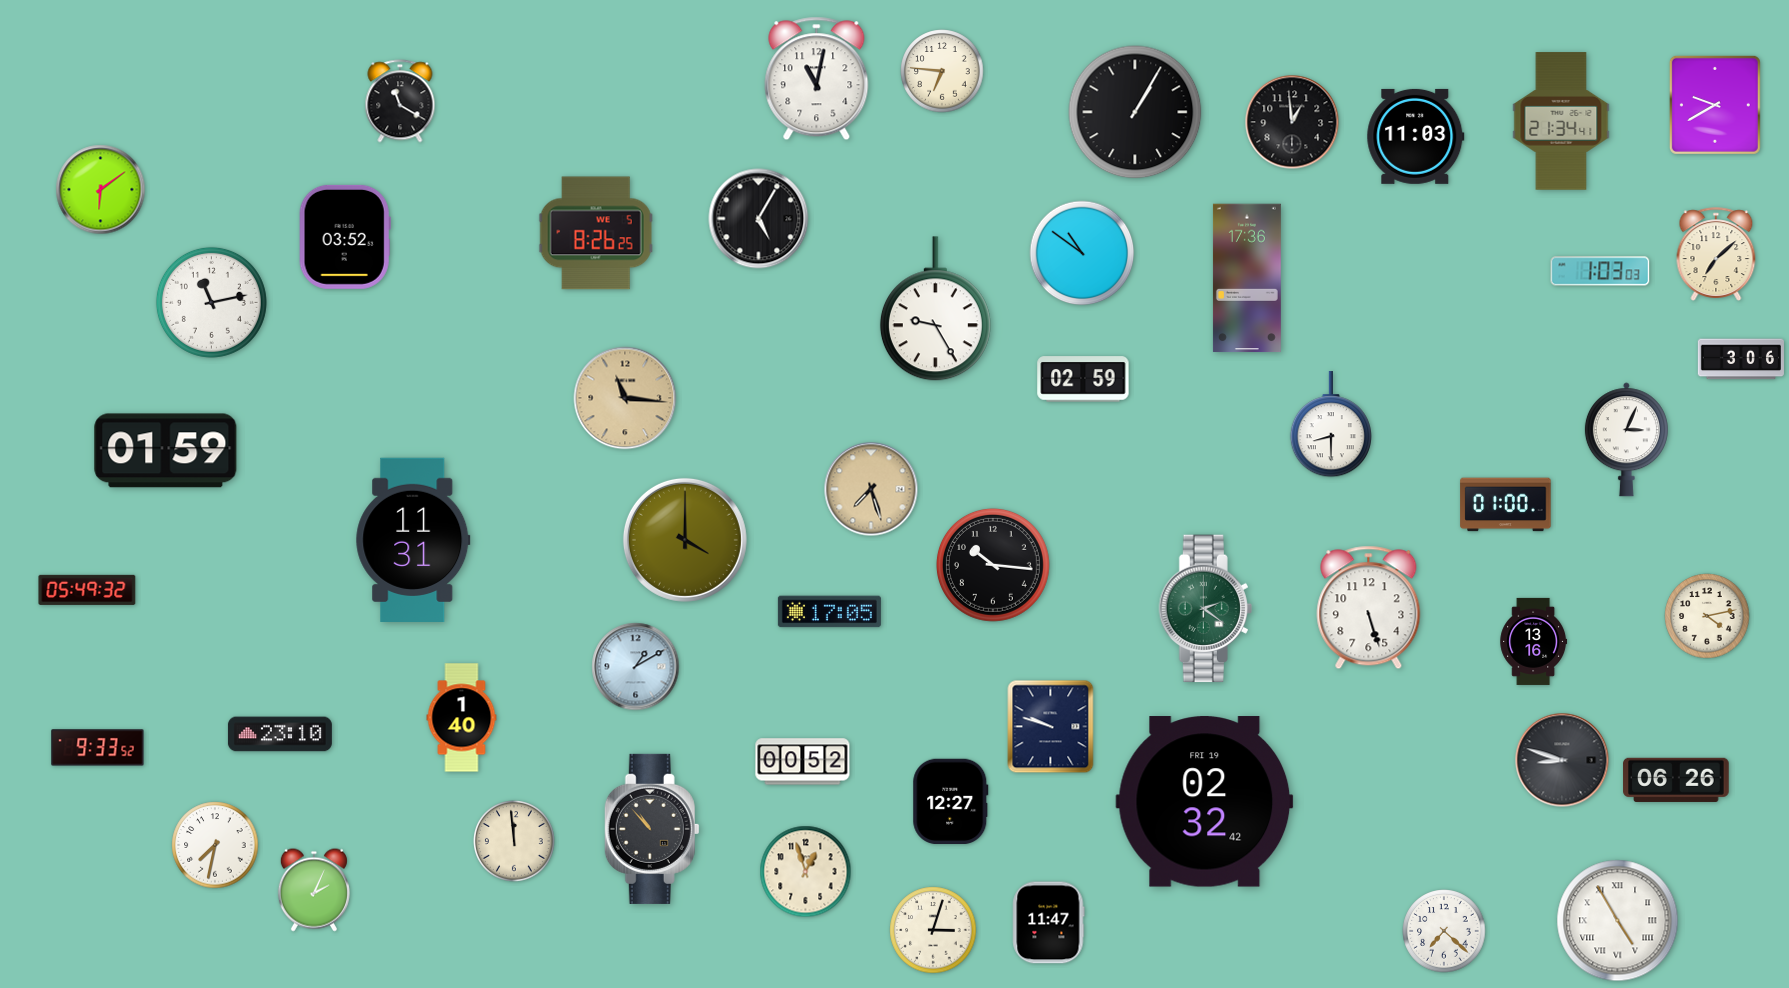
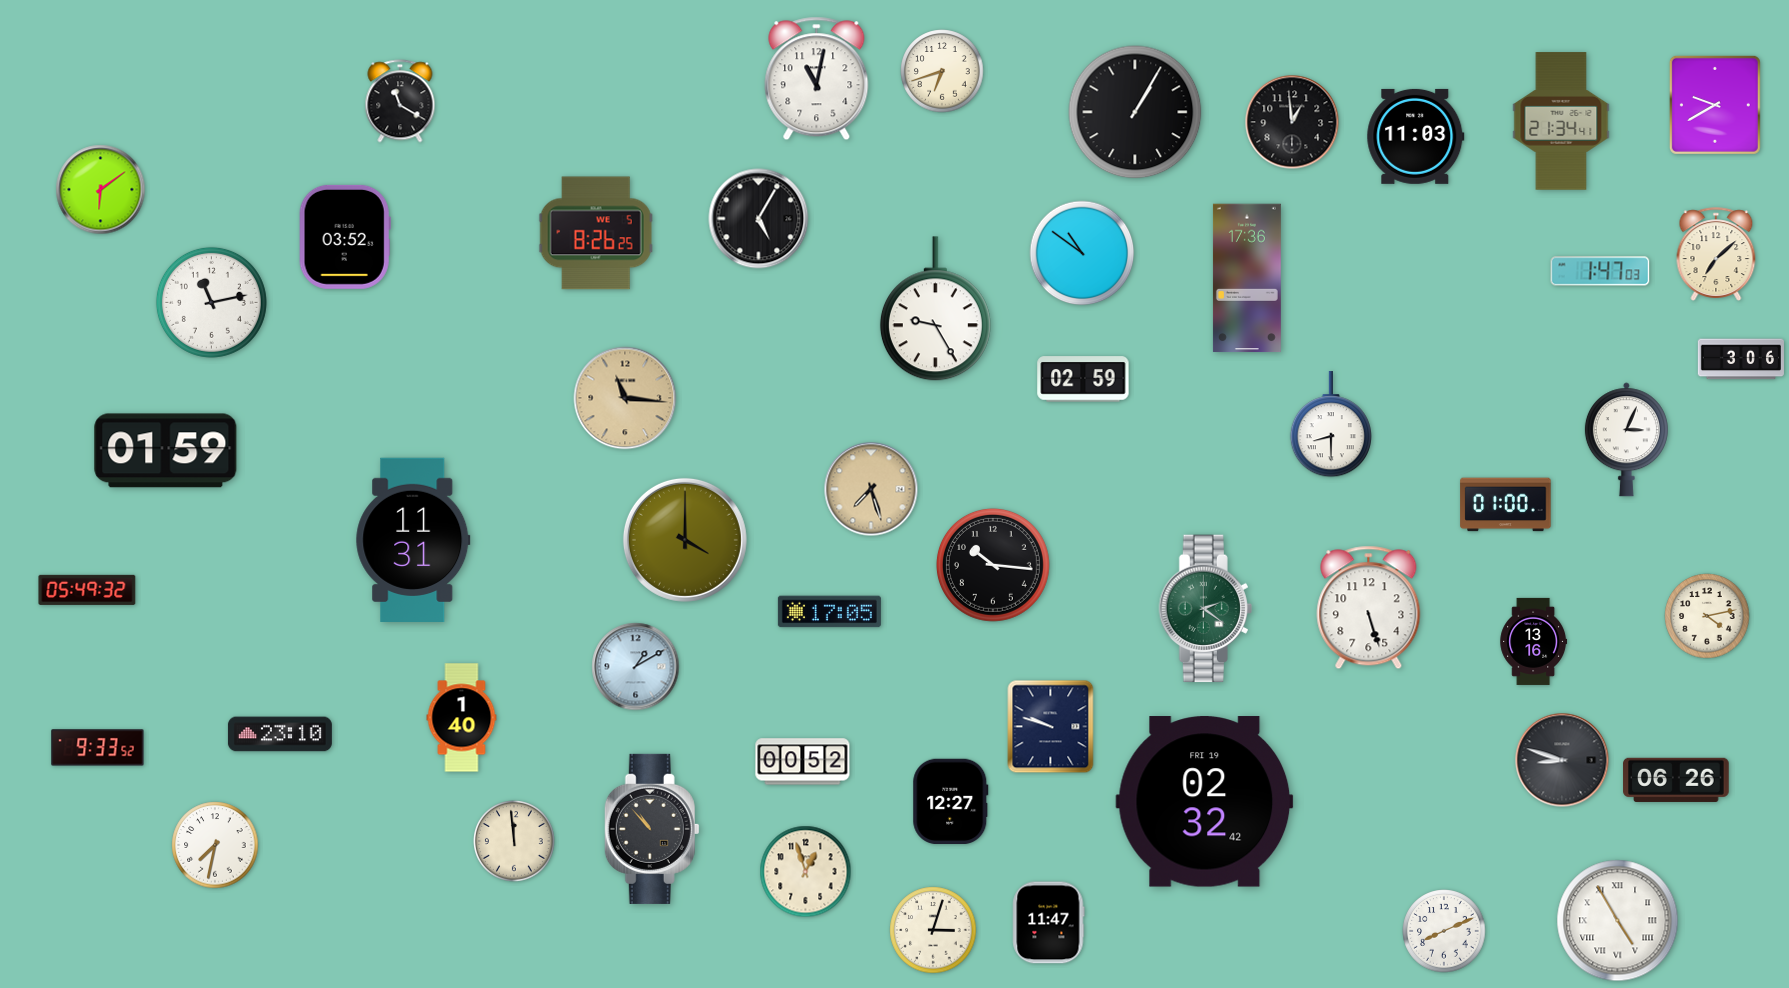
clock at (942, 71): 6:46 -> 6:42
clock at (1600, 271): 1:03 -> 1:47
clock at (314, 890): 2:04 -> none
clock at (1444, 931): 7:22 -> 8:11
